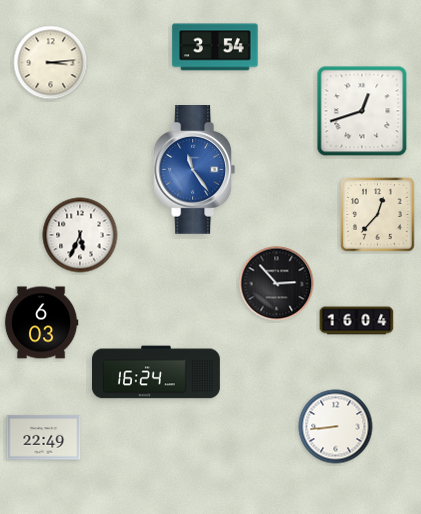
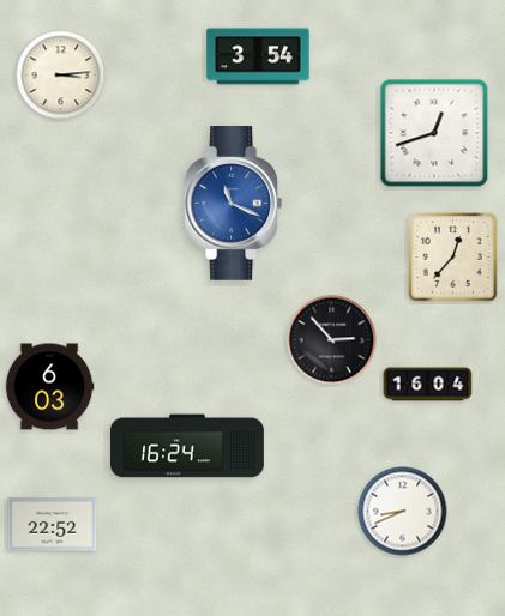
clock at (195, 170): 11:24 -> 11:19
clock at (80, 235): 5:34 -> none
clock at (336, 427): 8:44 -> 8:41
clock at (44, 438): 22:49 -> 22:52
